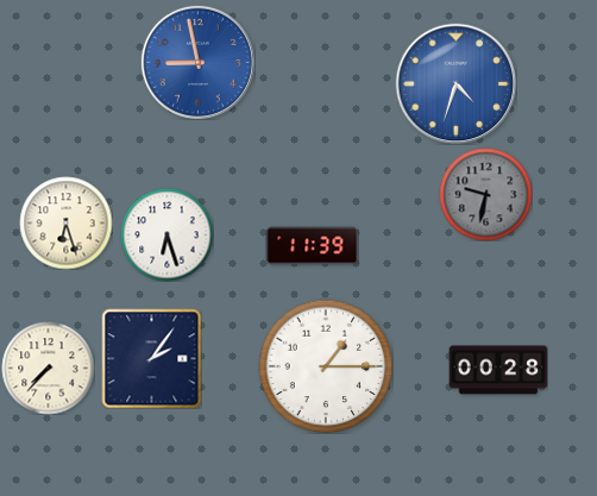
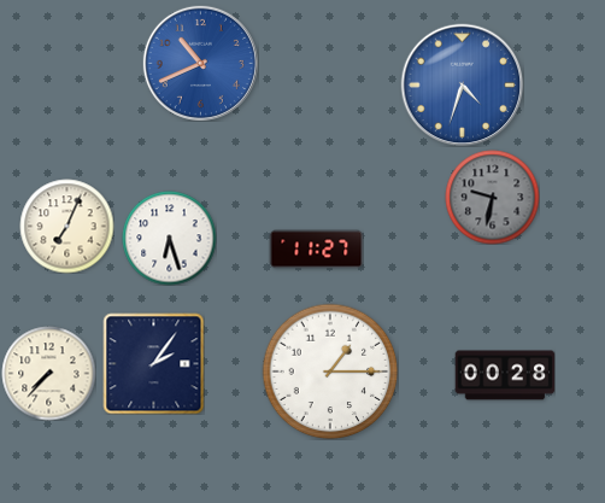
clock at (197, 62): 8:58 -> 10:41
clock at (65, 222): 6:27 -> 7:04
clock at (312, 246): 11:39 -> 11:27
